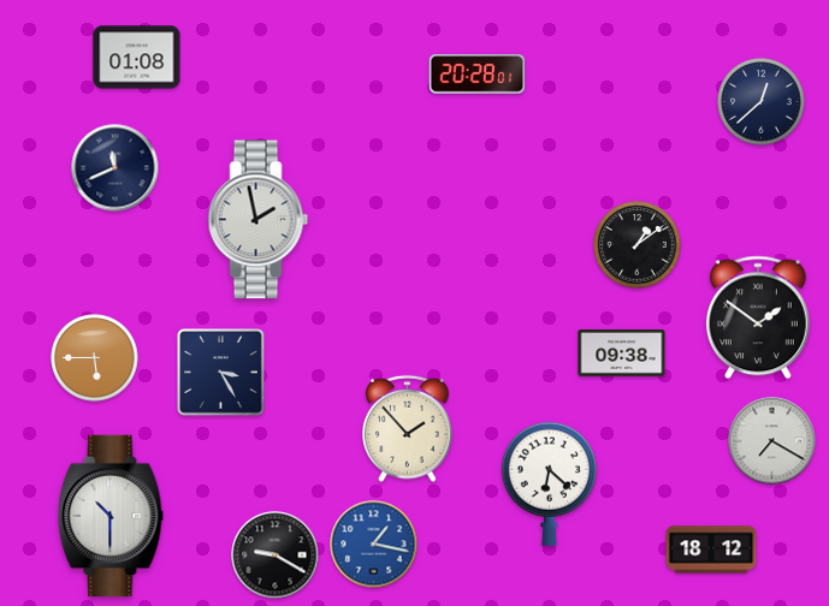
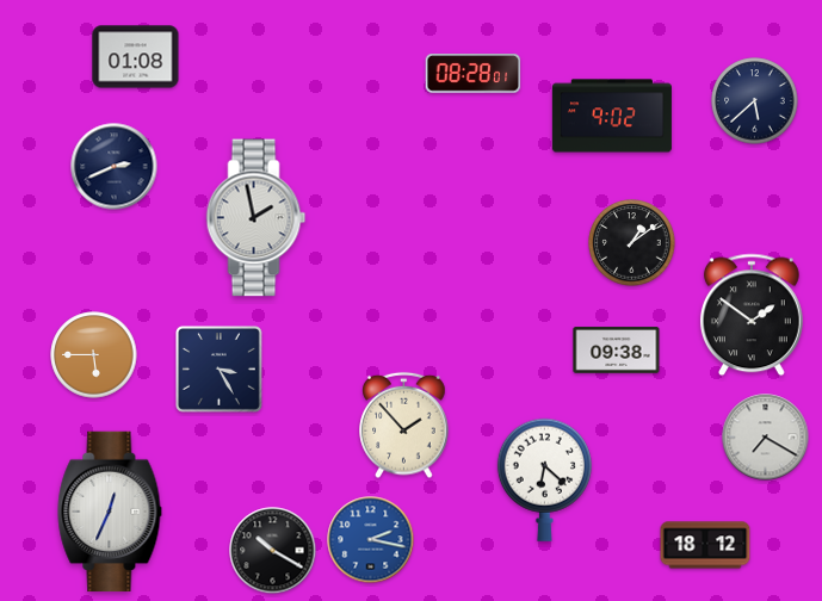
clock at (478, 75): 20:28 -> 08:28
clock at (762, 102): 12:38 -> 5:38
clock at (612, 116): none -> 9:02
clock at (116, 168): 11:41 -> 2:41
clock at (111, 516): 10:30 -> 12:34
clock at (374, 545): 1:17 -> 2:17
clock at (276, 555): 9:20 -> 10:20
